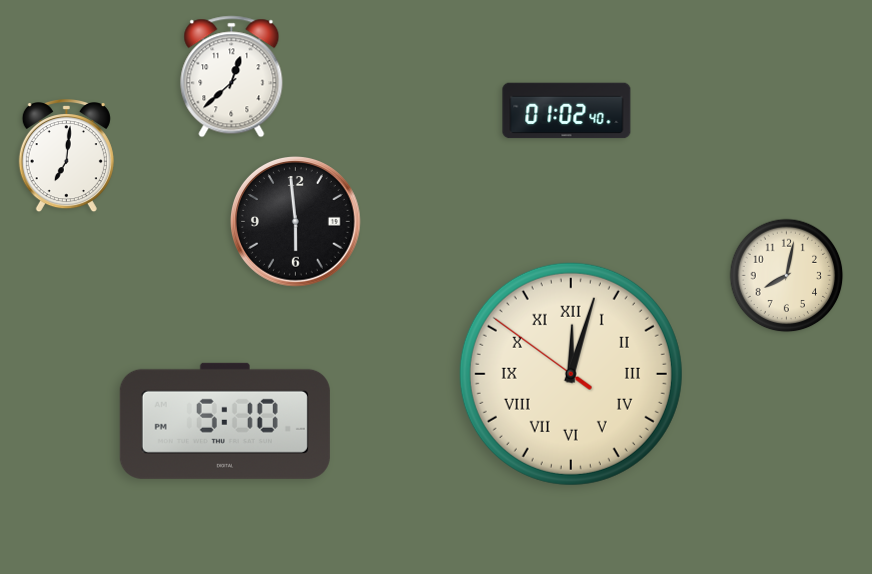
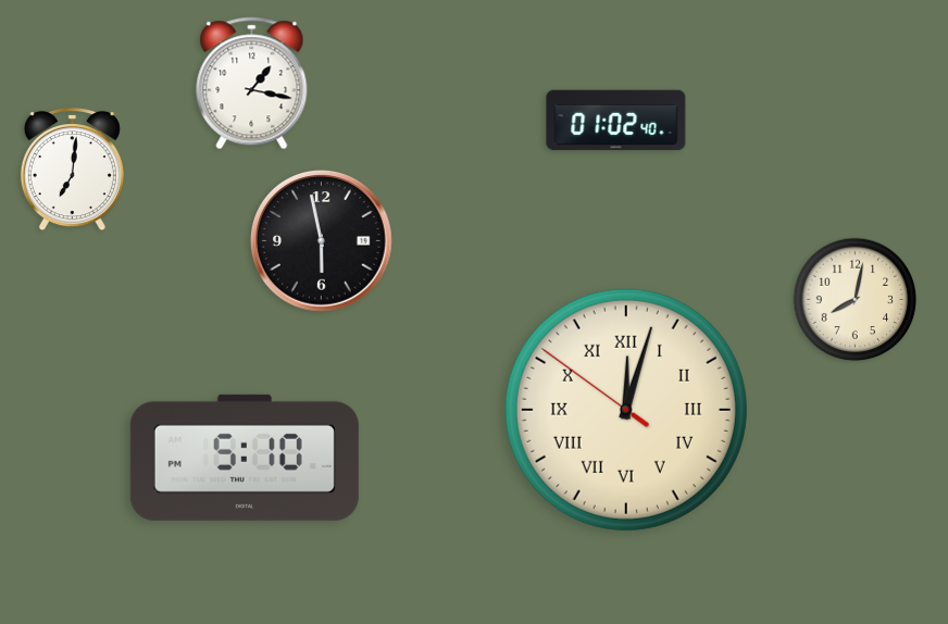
clock at (232, 77): 12:38 -> 1:17
clock at (296, 222): 5:59 -> 5:58
clock at (571, 374) position: (571, 374) -> (626, 410)
